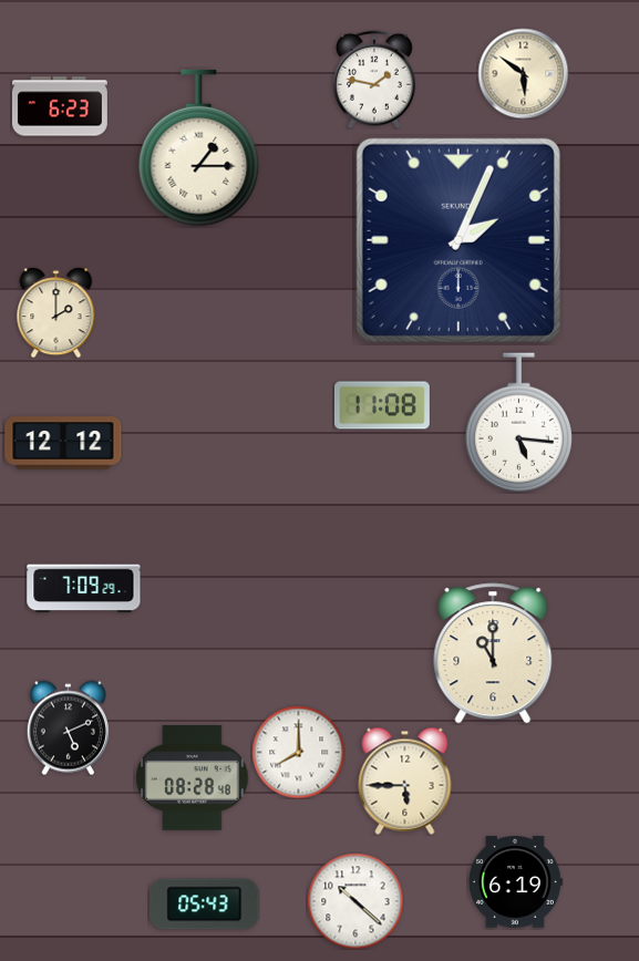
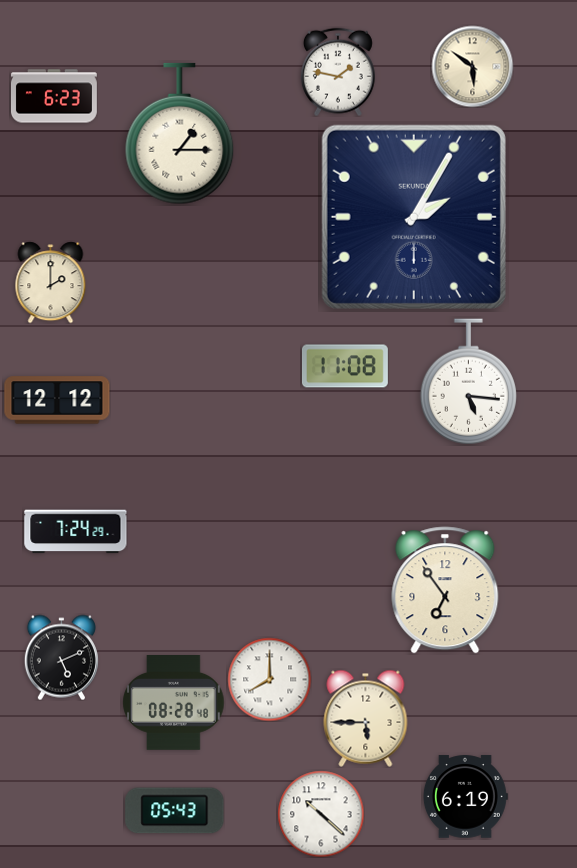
clock at (458, 240): 2:04 -> 2:05
clock at (84, 589): 7:09 -> 7:24
clock at (493, 653): 11:00 -> 6:54
clock at (405, 781) position: (405, 781) -> (366, 718)
clock at (205, 905) position: (205, 905) -> (175, 811)
